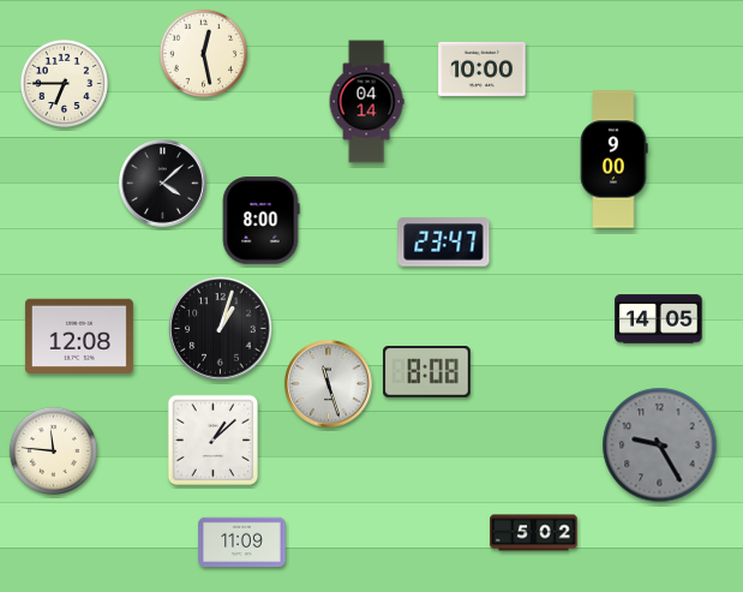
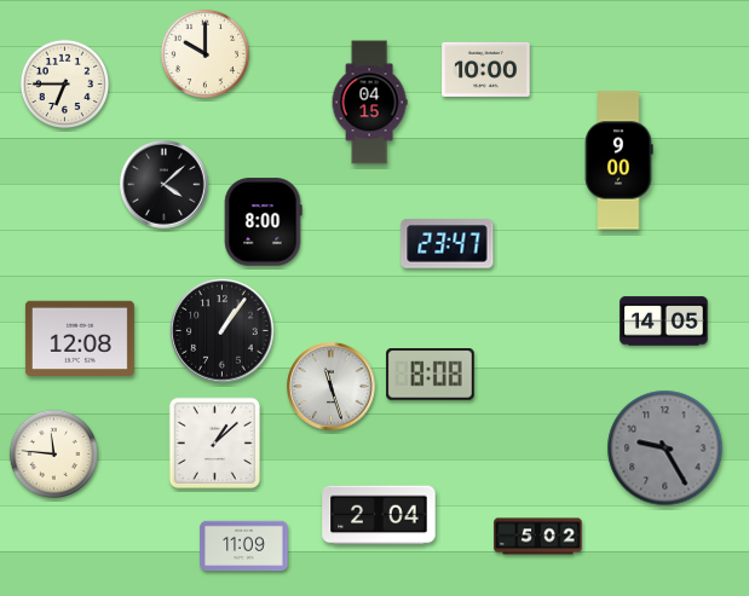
clock at (203, 54): 12:28 -> 10:00
clock at (366, 102): 04:14 -> 04:15
clock at (221, 329): 1:03 -> 1:06
clock at (379, 515): none -> 2:04
